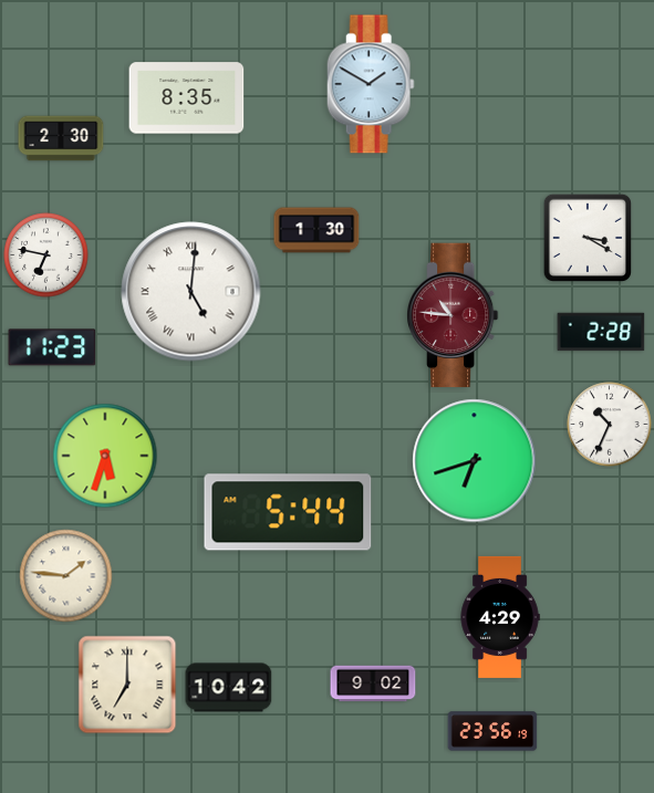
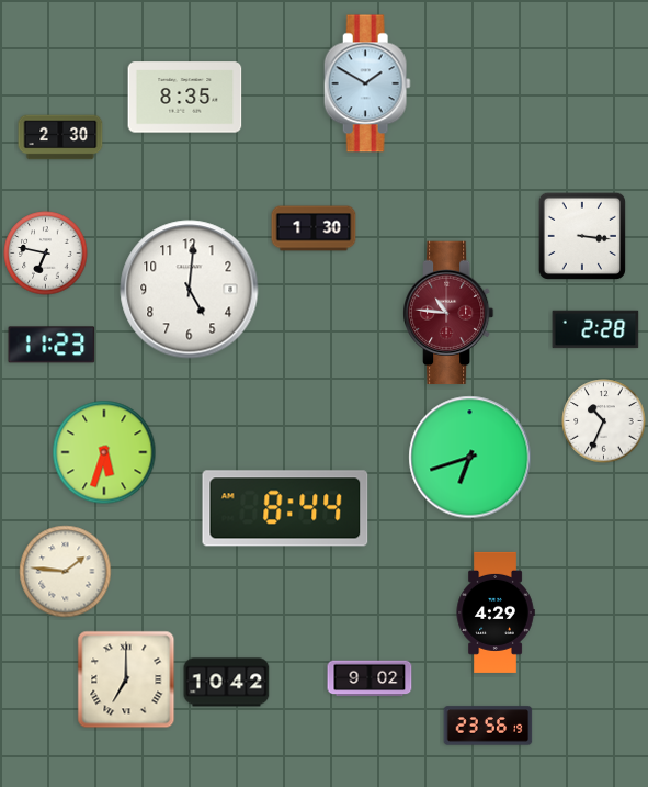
clock at (588, 238): 3:20 -> 3:16
clock at (191, 292) numerals: Roman -> Arabic
clock at (288, 512): 5:44 -> 8:44
